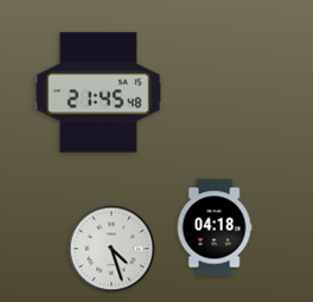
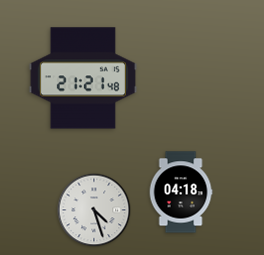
clock at (98, 92): 21:45 -> 21:21
